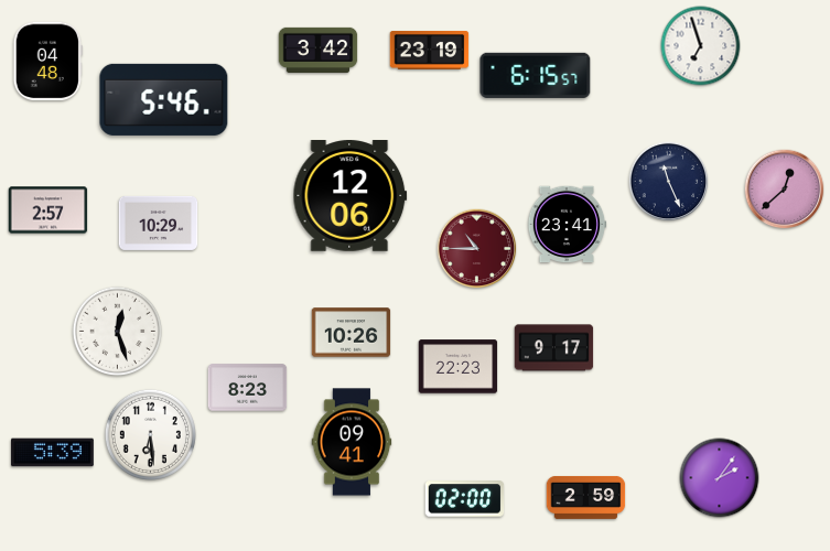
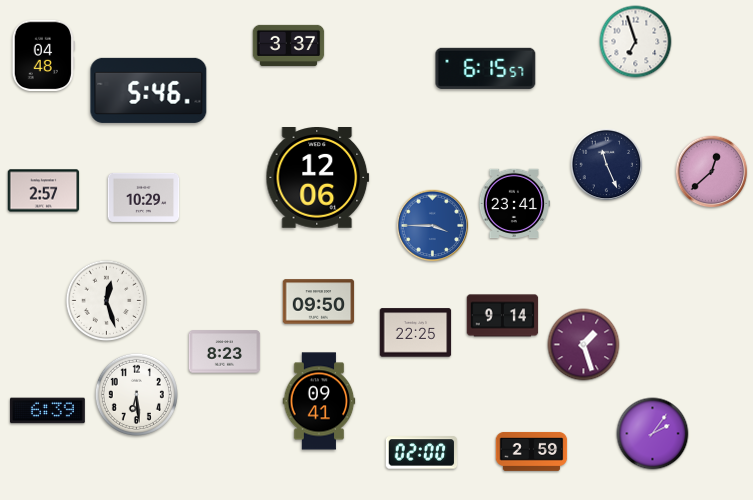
clock at (319, 50): 3:42 -> 3:37
clock at (430, 51): 23:19 -> none
clock at (159, 223) position: (159, 223) -> (144, 197)
clock at (477, 249): 10:45 -> 3:45
clock at (477, 249) dial: burgundy -> blue
clock at (352, 333): 10:26 -> 09:50
clock at (554, 348): 9:17 -> 9:14
clock at (459, 367): 22:23 -> 22:25
clock at (584, 345): none -> 1:27
clock at (52, 453): 5:39 -> 6:39
